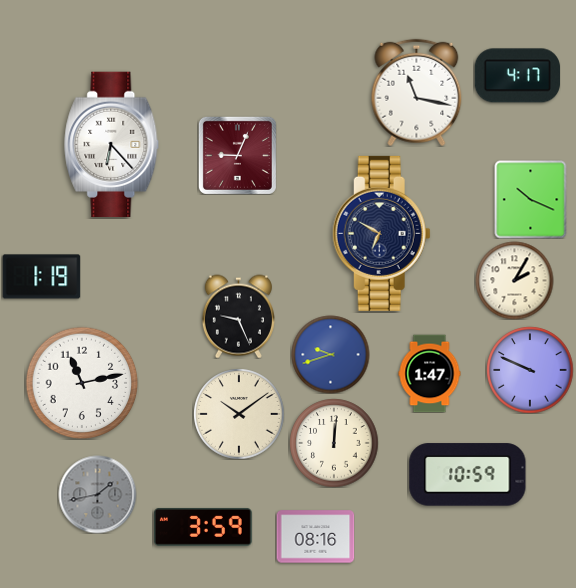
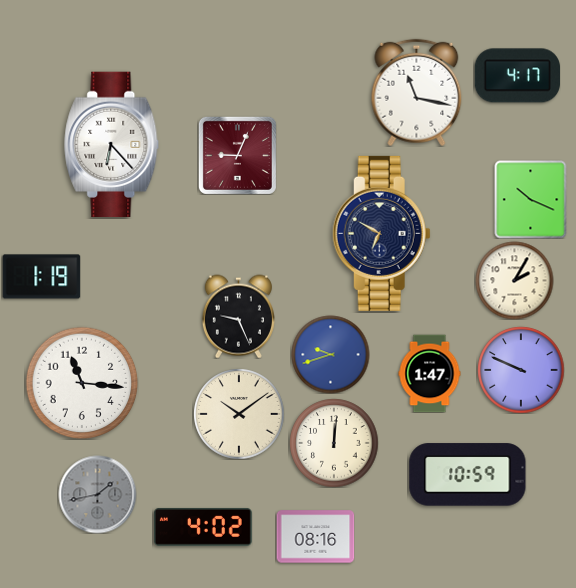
clock at (530, 370) position: (530, 370) -> (521, 370)
clock at (82, 383): 11:13 -> 11:16
clock at (203, 527): 3:59 -> 4:02
